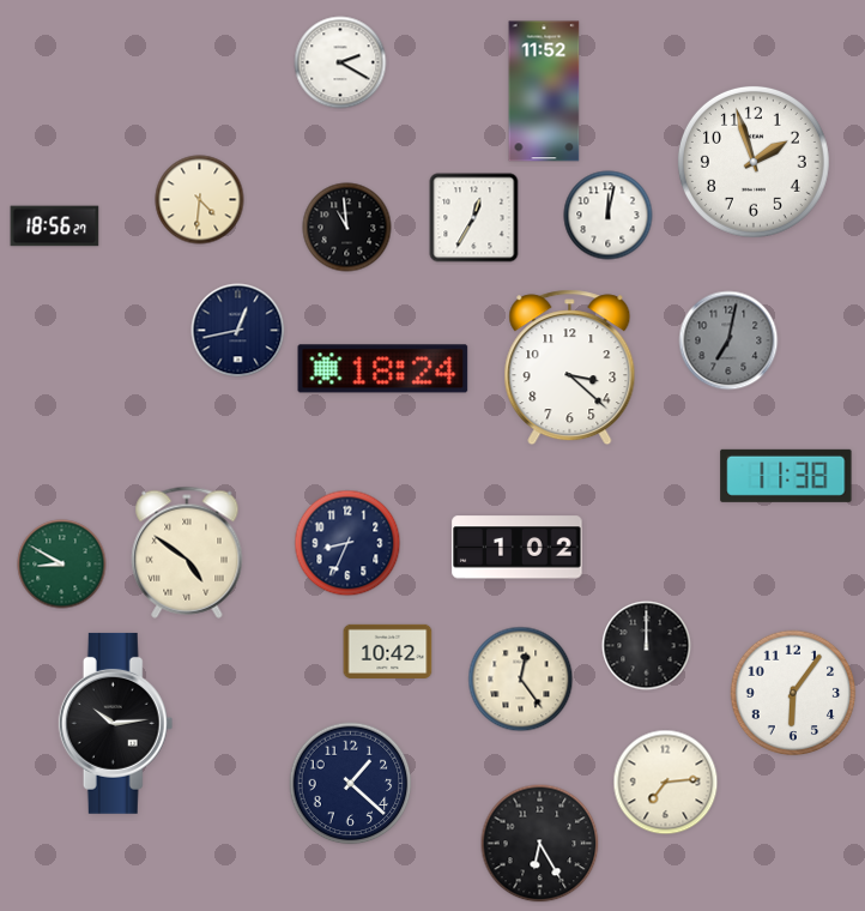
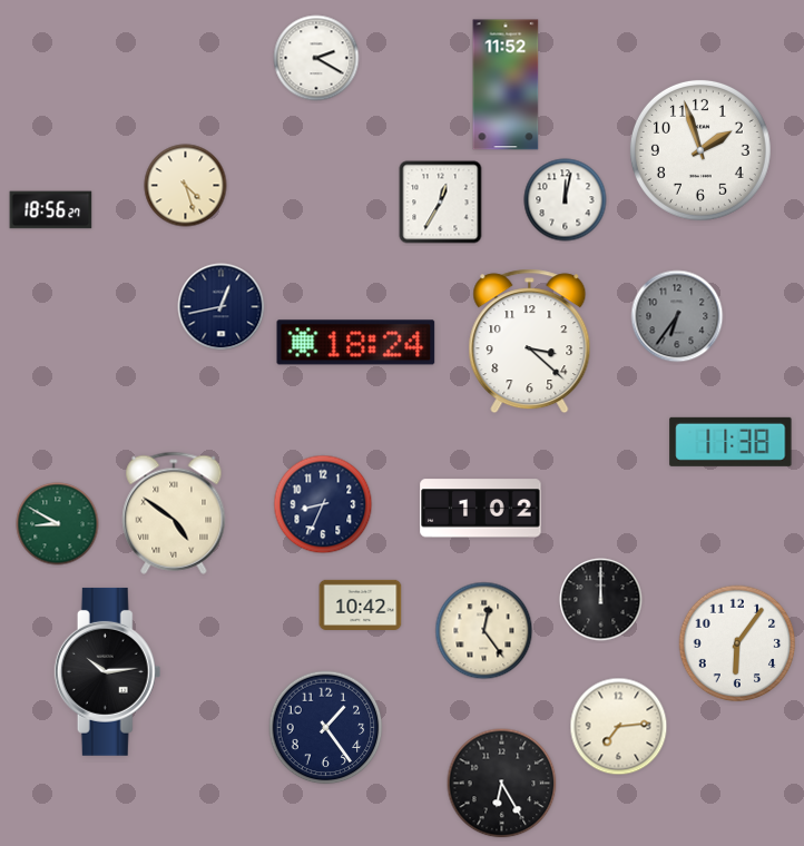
clock at (200, 200): 4:31 -> 4:27
clock at (347, 228): 10:59 -> none
clock at (728, 340): 7:02 -> 6:36
clock at (351, 784): 1:22 -> 1:24
